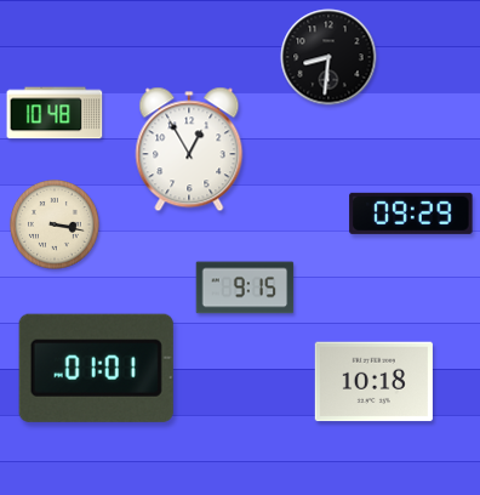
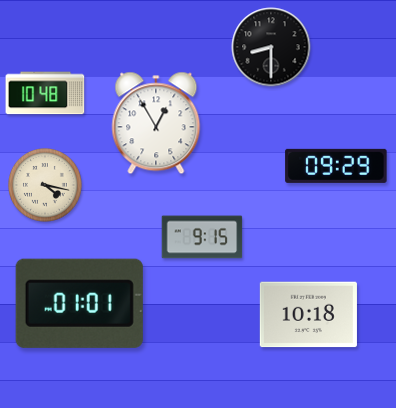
clock at (328, 57): 8:31 -> 8:30
clock at (411, 214) position: (411, 214) -> (336, 166)
clock at (56, 226): 3:17 -> 4:17
